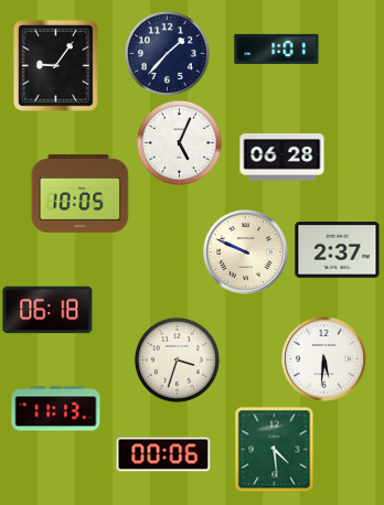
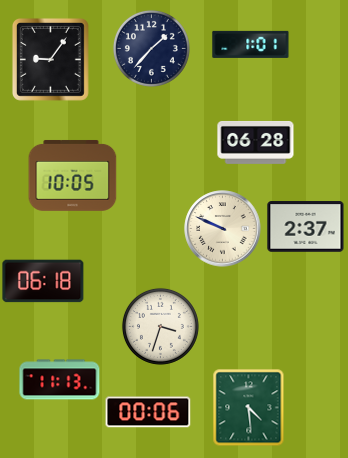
clock at (179, 142): 5:04 -> none
clock at (324, 359): 5:31 -> none
clock at (56, 409) position: (56, 409) -> (60, 380)
